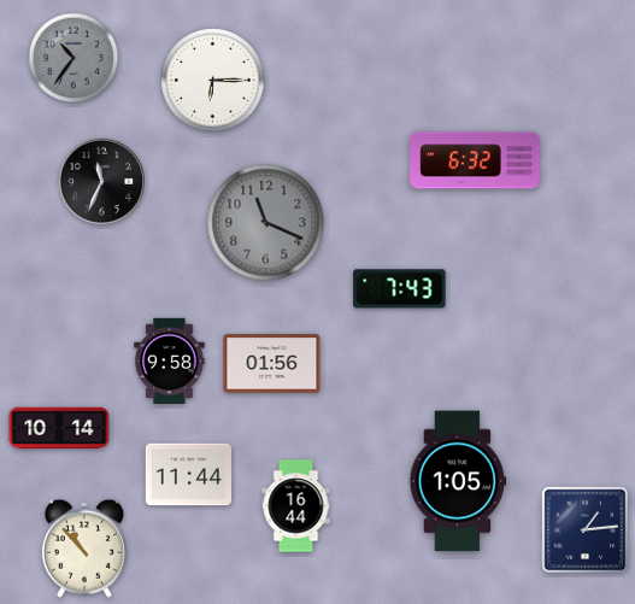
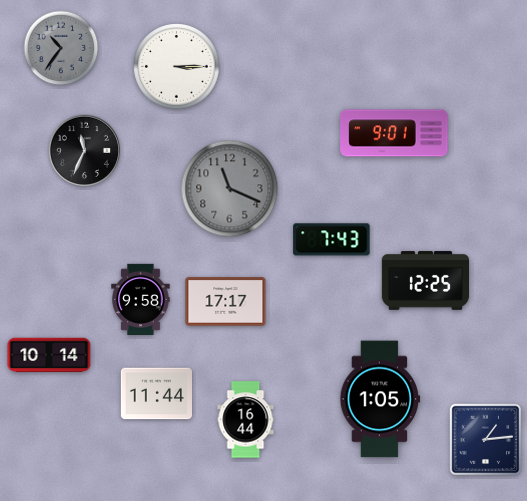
clock at (213, 81): 6:15 -> 3:15
clock at (475, 160): 6:32 -> 9:01
clock at (266, 223) position: (266, 223) -> (230, 189)
clock at (425, 281): none -> 12:25
clock at (272, 364): 01:56 -> 17:17
clock at (84, 549): 10:53 -> none
